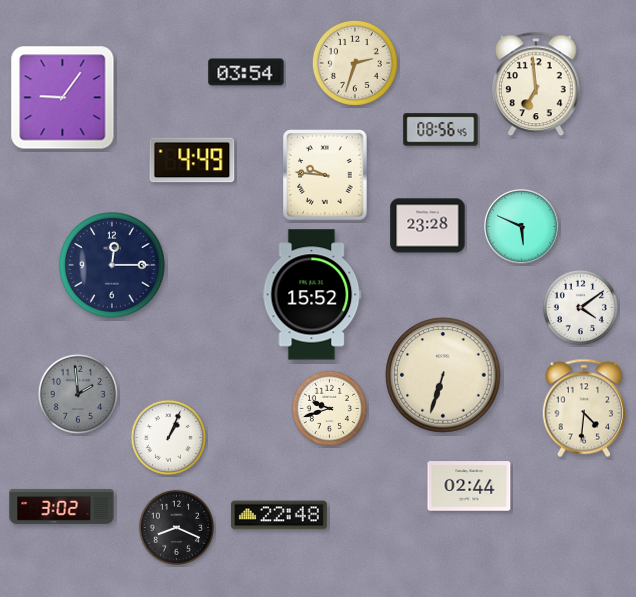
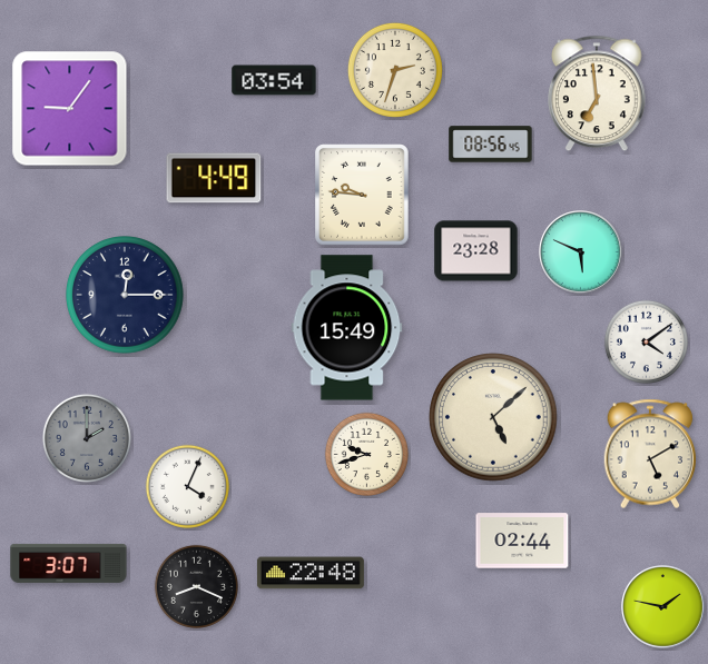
clock at (312, 295): 15:52 -> 15:49
clock at (443, 375): 6:33 -> 5:08
clock at (78, 394): 1:59 -> 2:00
clock at (584, 408): 4:31 -> 5:10
clock at (168, 437): 1:04 -> 4:04
clock at (62, 506): 3:02 -> 3:07
clock at (663, 607): none -> 1:47
